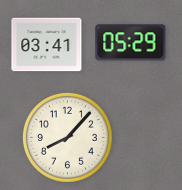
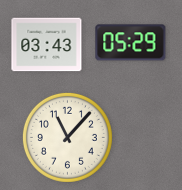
clock at (47, 45): 03:41 -> 03:43
clock at (67, 137): 8:07 -> 11:07
